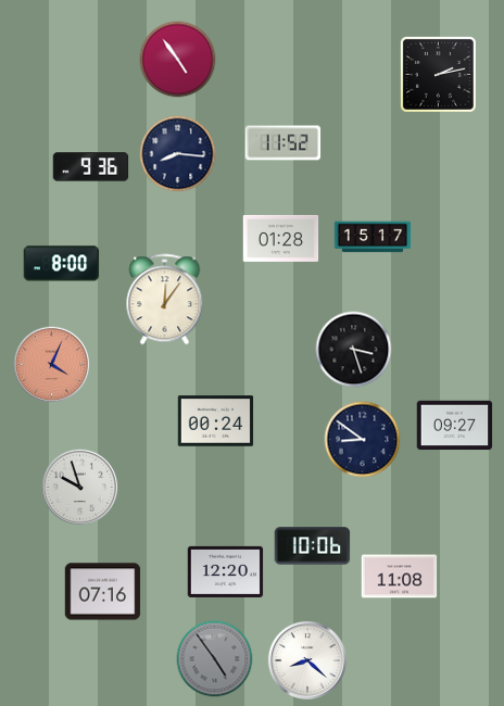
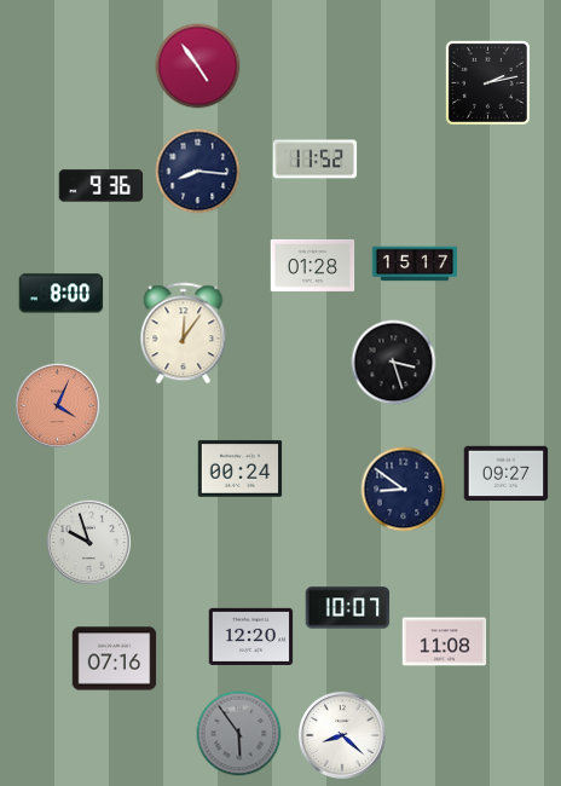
clock at (62, 264) position: (62, 264) -> (62, 294)
clock at (354, 350) position: (354, 350) -> (394, 363)
clock at (313, 546): 10:06 -> 10:07
clock at (215, 659): 4:54 -> 5:54
